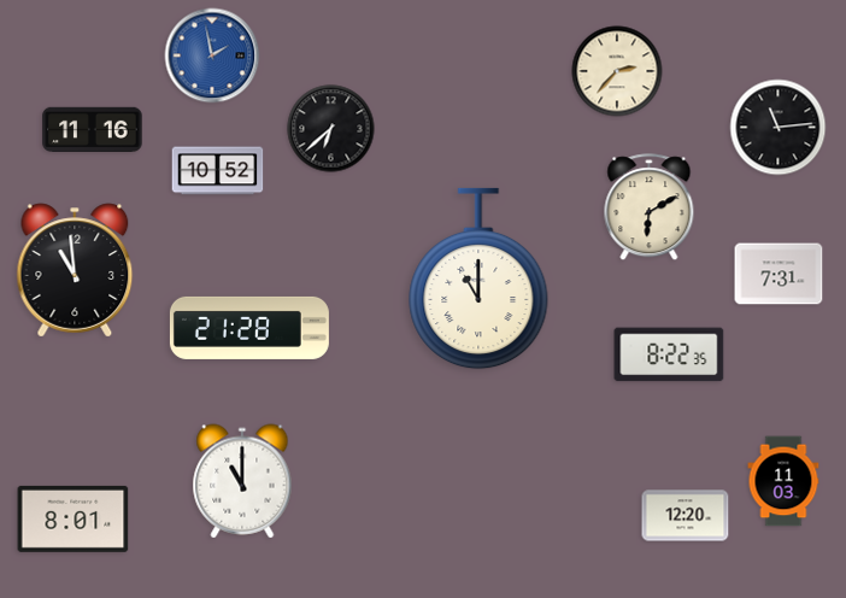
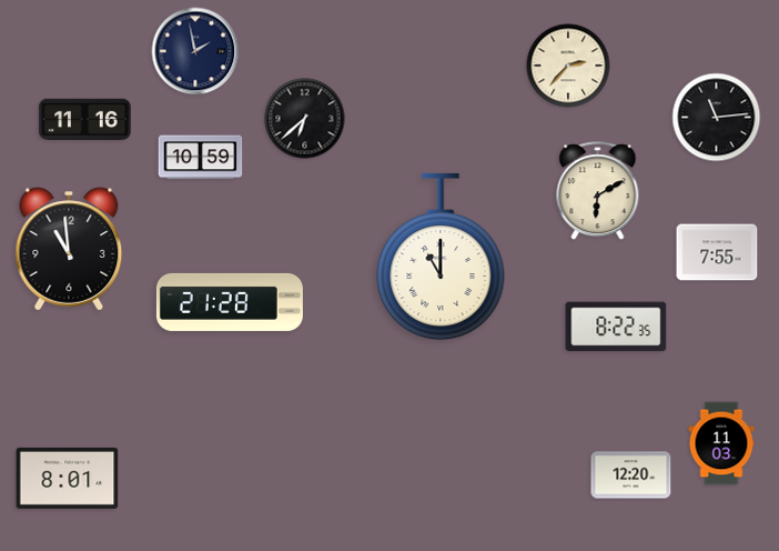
clock at (212, 55) dial: blue -> navy
clock at (218, 171): 10:52 -> 10:59
clock at (779, 274): 7:31 -> 7:55
clock at (242, 481): 11:00 -> none
